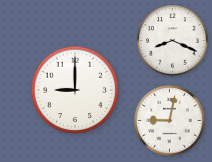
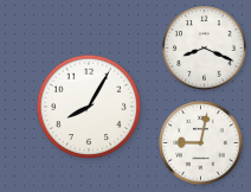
clock at (75, 90): 9:00 -> 8:05
